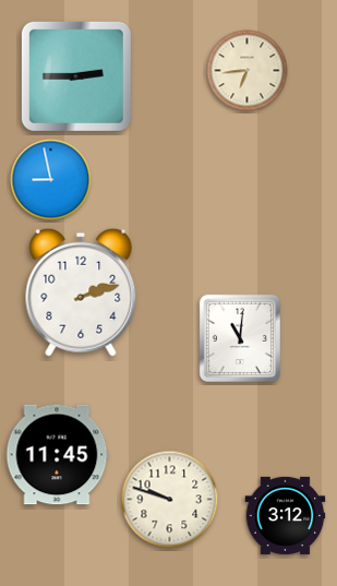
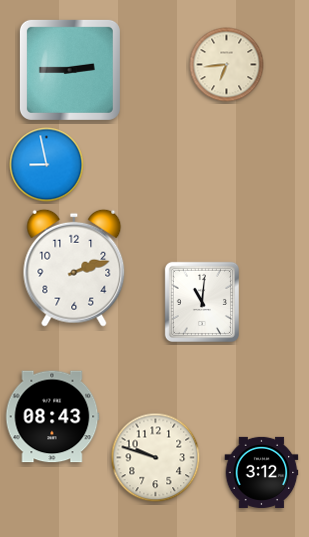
clock at (239, 337) position: (239, 337) -> (201, 301)
clock at (57, 455): 11:45 -> 08:43
